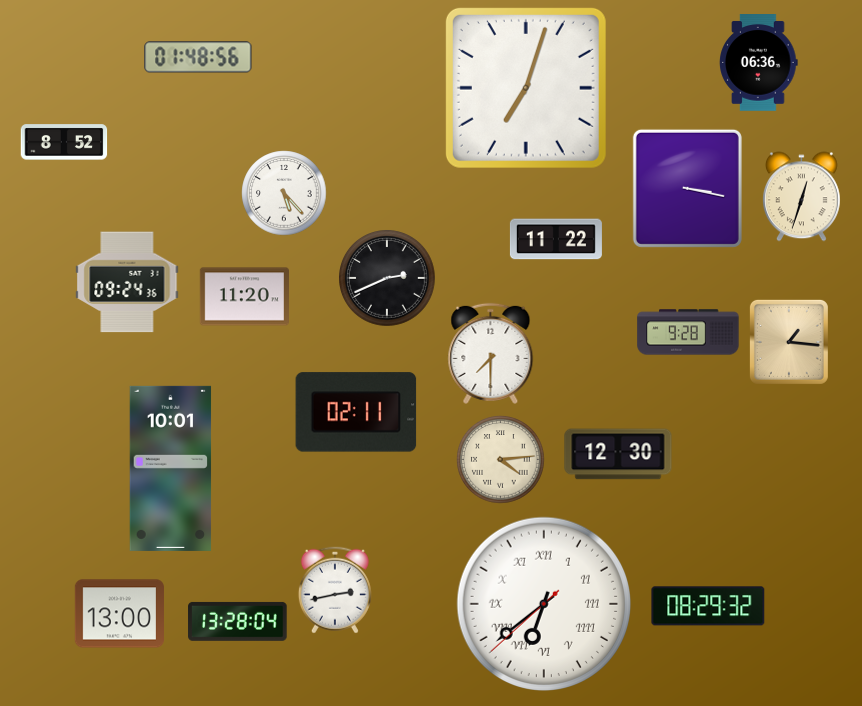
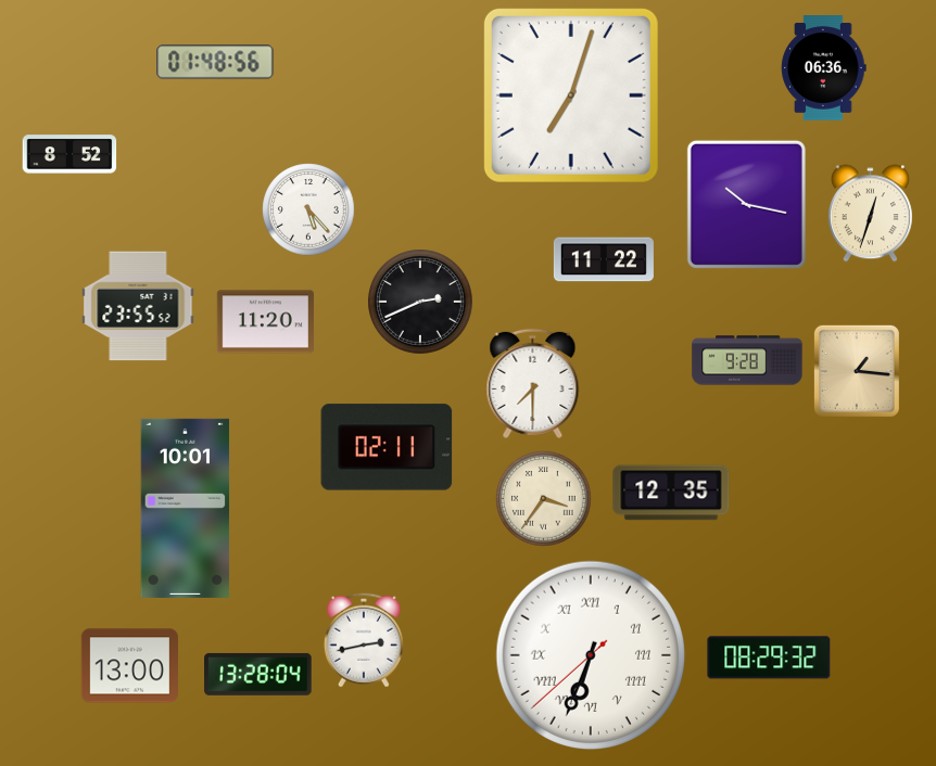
clock at (687, 188): 3:17 -> 10:17
clock at (127, 282): 09:24 -> 23:55
clock at (618, 454): 12:30 -> 12:35
clock at (501, 460): 4:14 -> 3:36
clock at (543, 603): 6:38 -> 6:33
